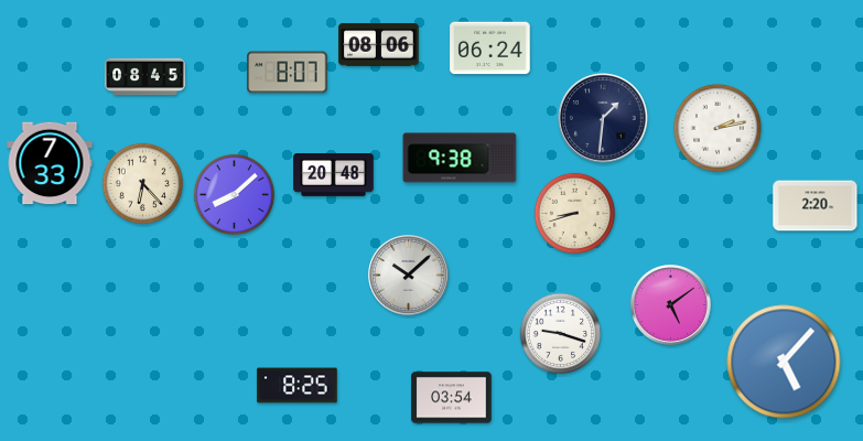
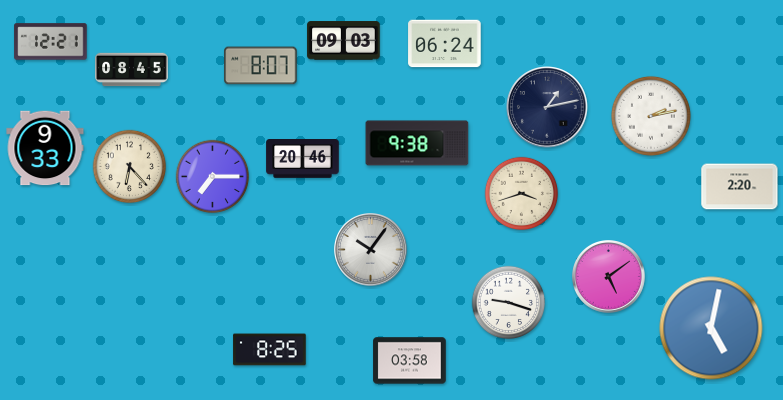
clock at (379, 45): 08:06 -> 09:03
clock at (51, 42): none -> 12:21
clock at (603, 118): 1:31 -> 1:13
clock at (50, 163): 7:33 -> 9:33
clock at (334, 175): 20:48 -> 20:46
clock at (235, 195): 8:08 -> 7:15
clock at (575, 214): 8:42 -> 3:42
clock at (409, 276): 10:08 -> 10:06
clock at (784, 362): 5:07 -> 5:02
clock at (452, 398): 03:54 -> 03:58
